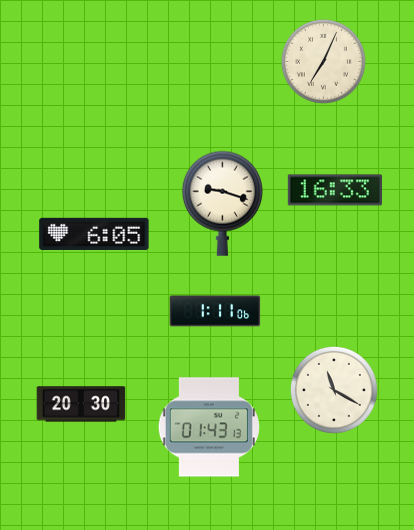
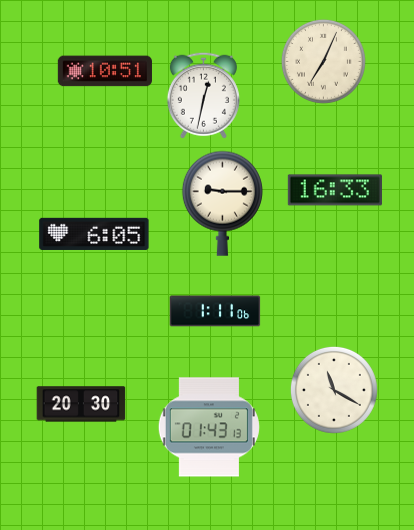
clock at (105, 71): none -> 10:51
clock at (203, 95): none -> 12:32
clock at (222, 203): 9:18 -> 9:15
